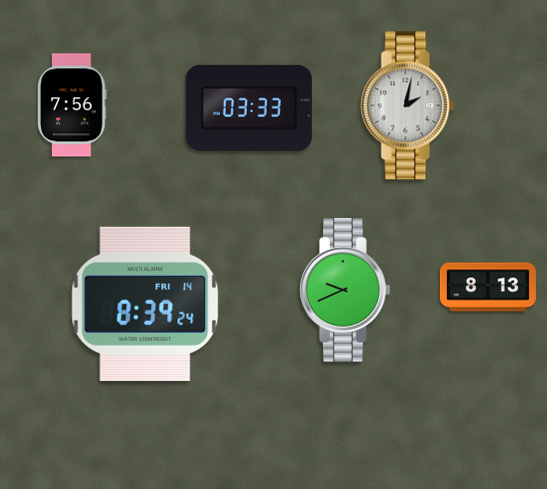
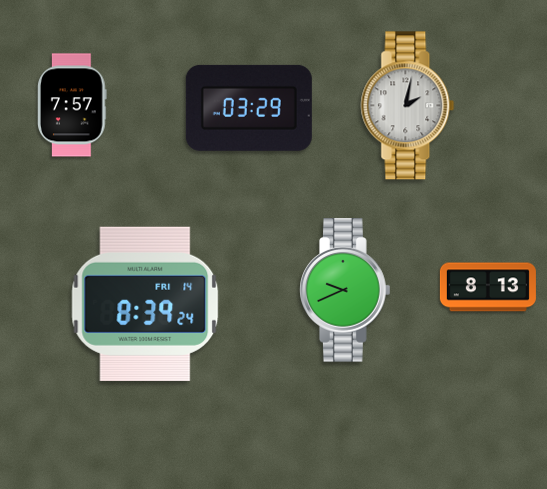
clock at (73, 105): 7:56 -> 7:57
clock at (249, 108): 03:33 -> 03:29
